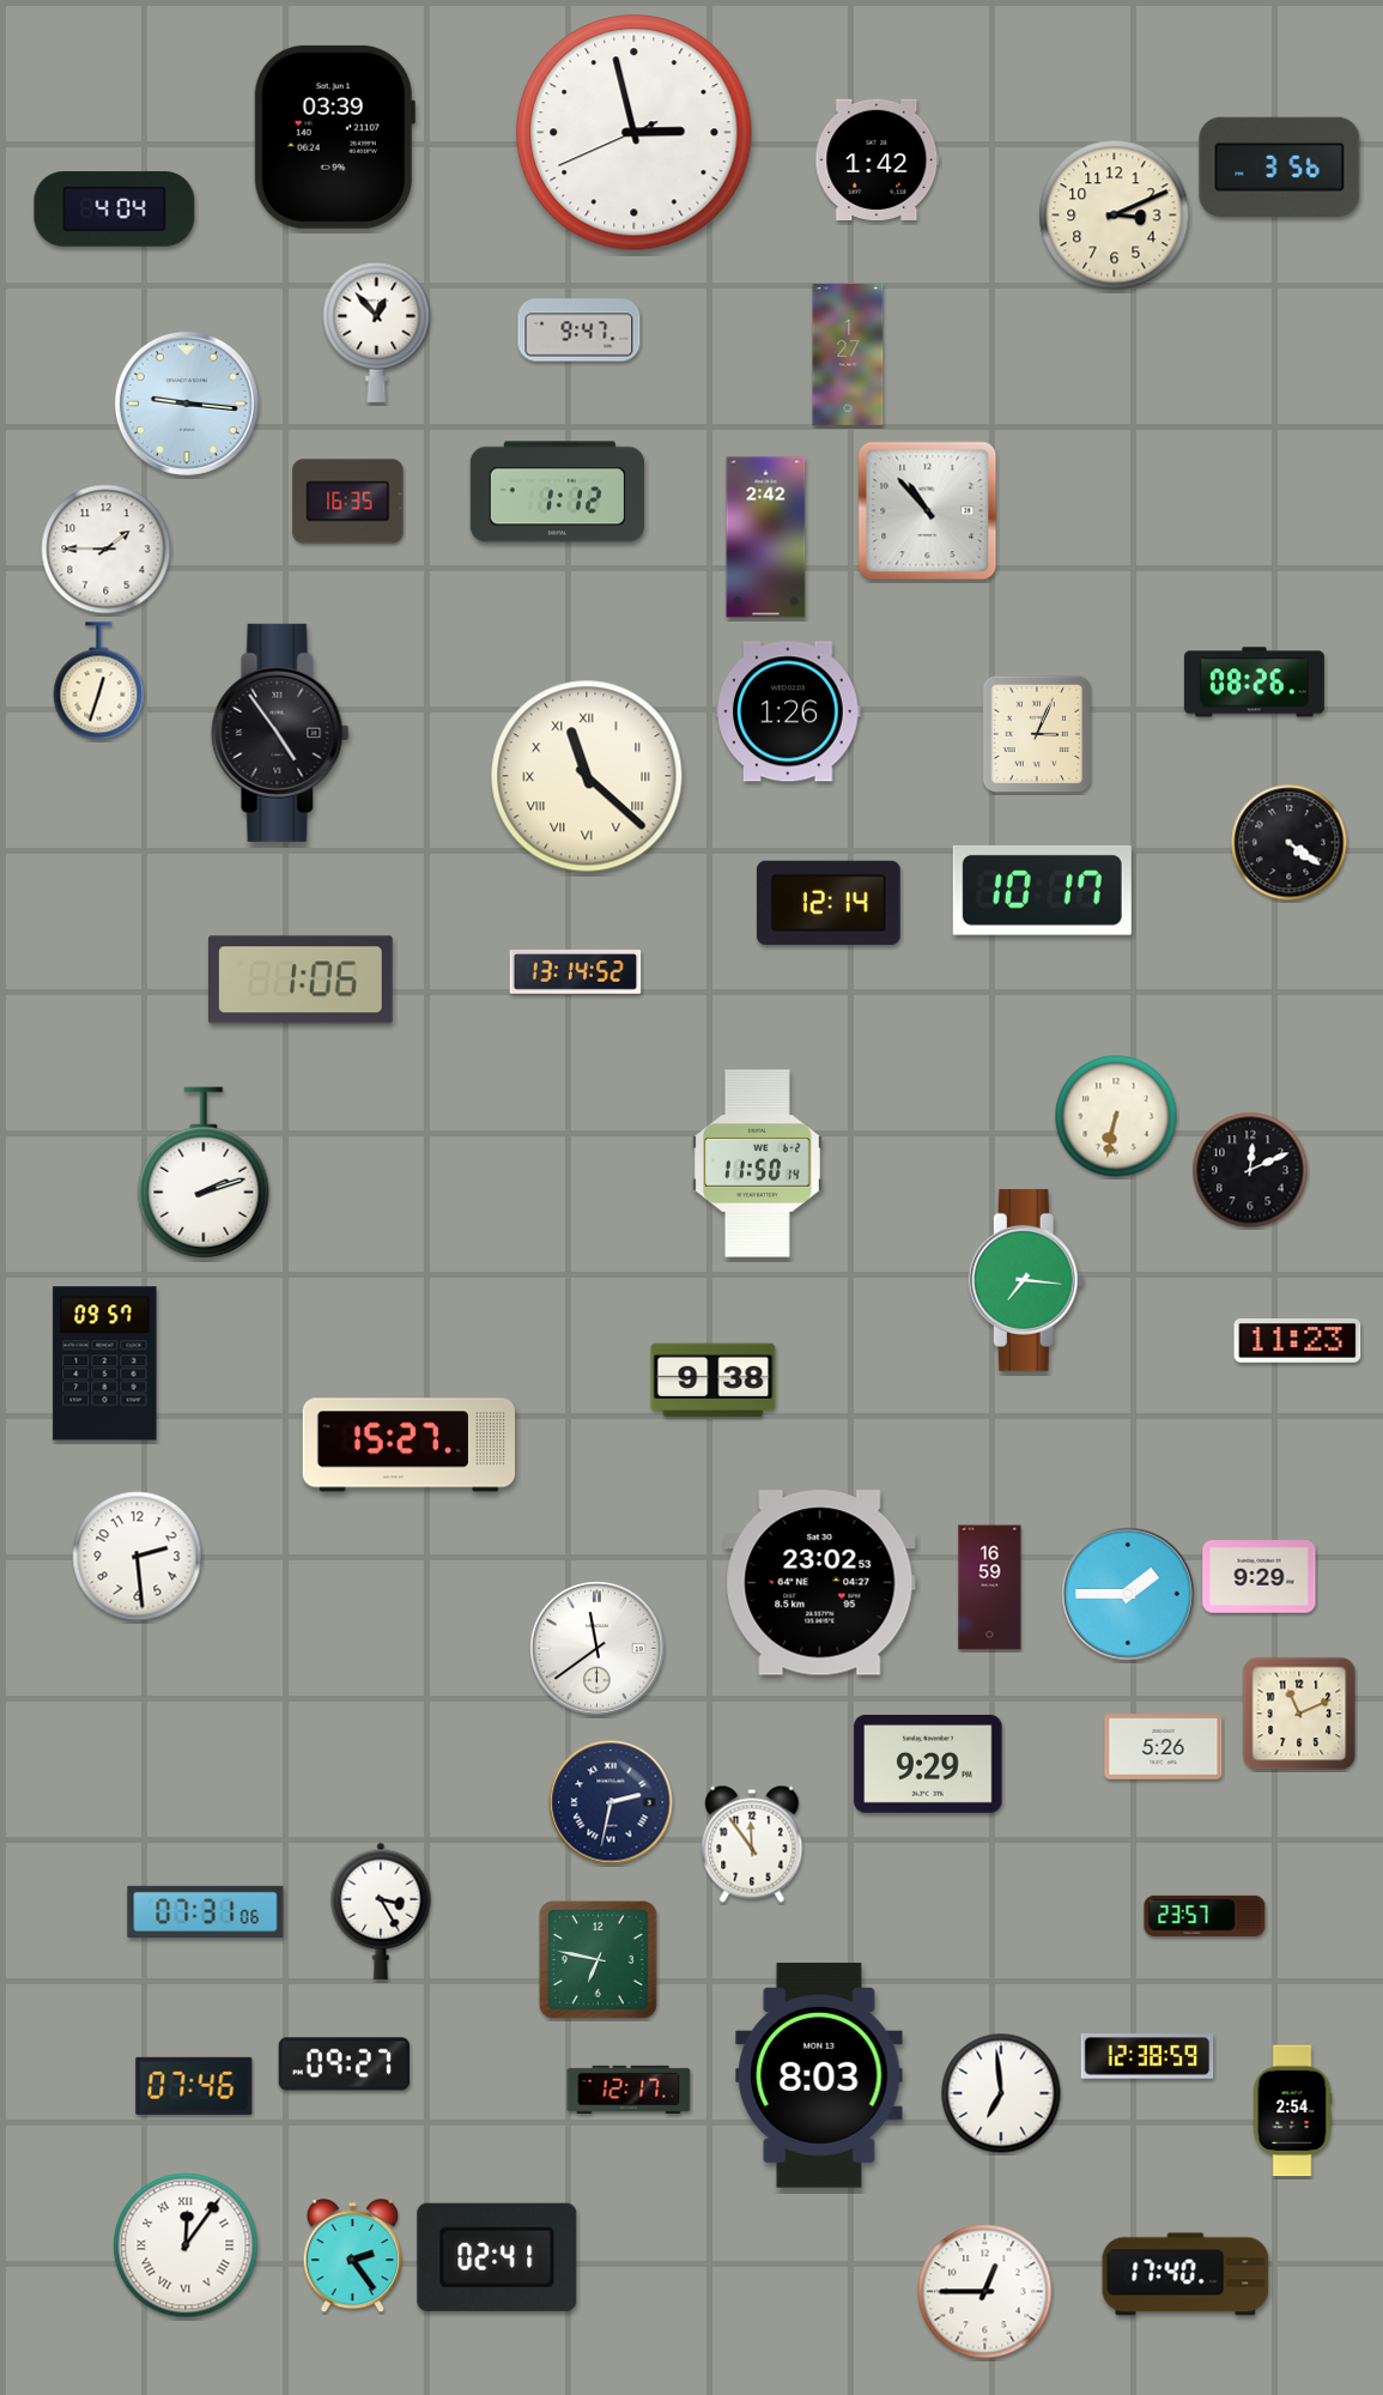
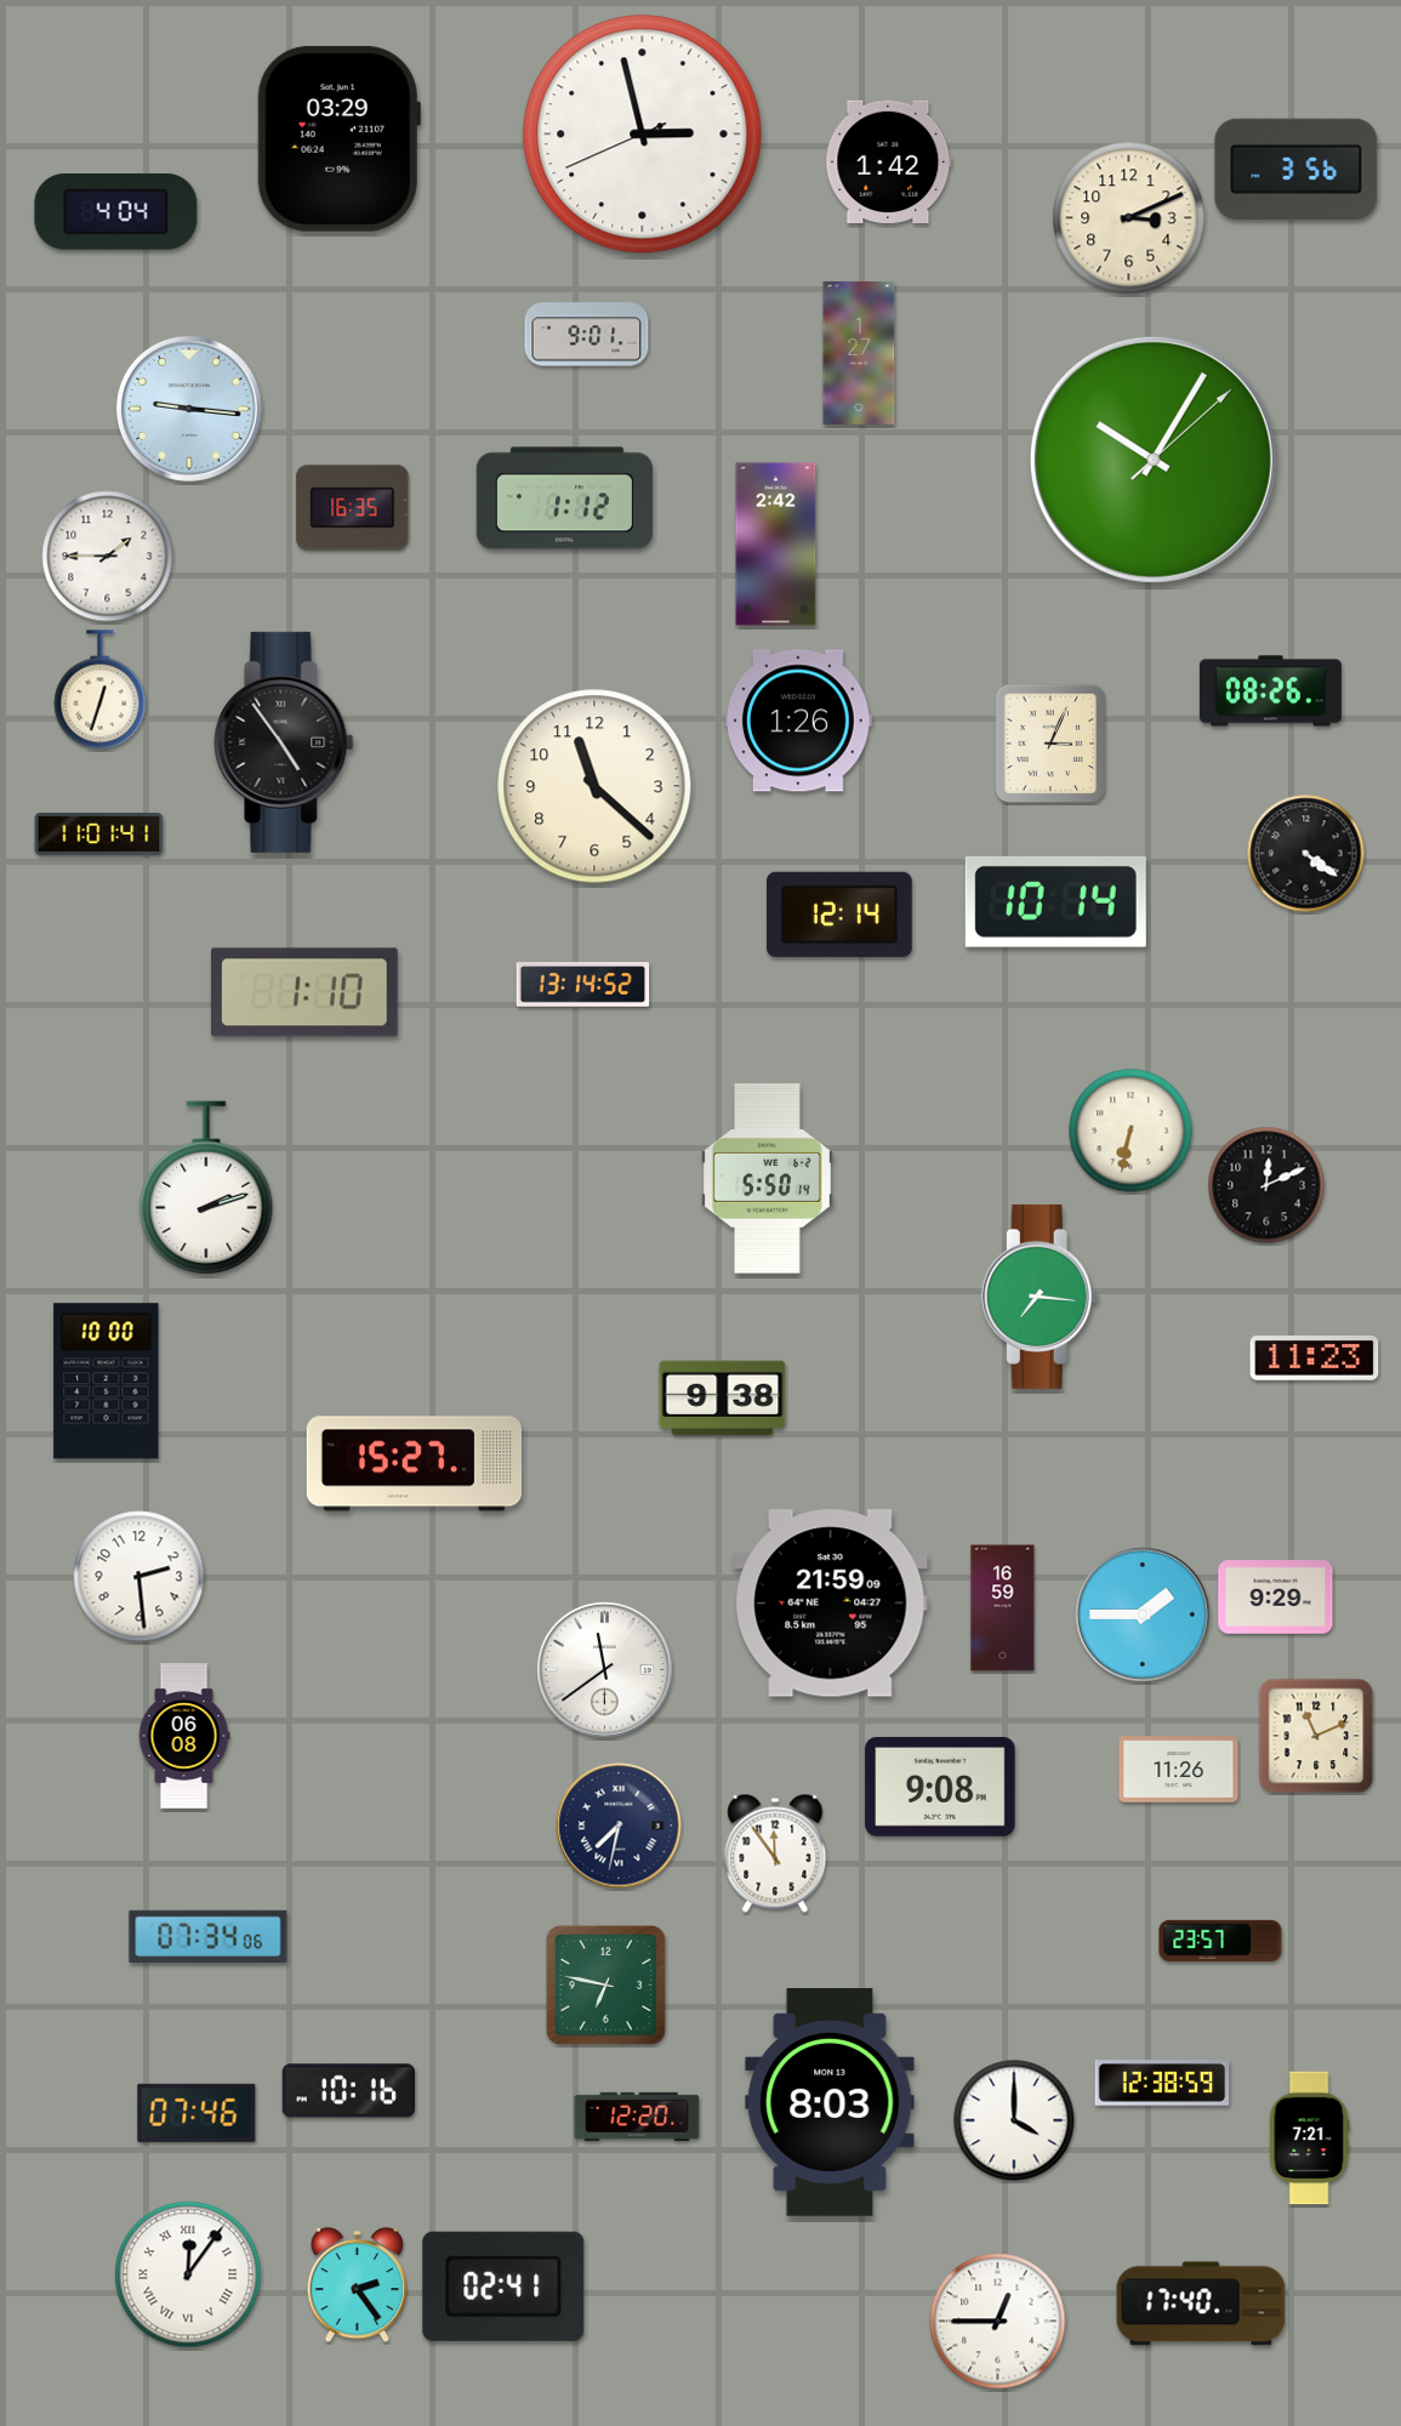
clock at (334, 137): 03:39 -> 03:29
clock at (580, 331): 9:47 -> 9:01
clock at (377, 332): 12:53 -> none
clock at (848, 354) position: (848, 354) -> (859, 353)
clock at (1154, 460): none -> 10:05
clock at (928, 511): 10:53 -> none
clock at (587, 776) numerals: Roman -> Arabic
clock at (99, 833): none -> 11:01
clock at (1042, 890): 10:17 -> 10:14
clock at (302, 980): 1:06 -> 1:10
clock at (757, 1164): 11:50 -> 5:50
clock at (105, 1364): 09:57 -> 10:00
clock at (820, 1583): 23:02 -> 21:59
clock at (184, 1736): none -> 06:08
clock at (1164, 1747): 5:26 -> 11:26
clock at (928, 1764): 9:29 -> 9:08
clock at (611, 1802): 2:32 -> 7:32
clock at (752, 1844) position: (752, 1844) -> (775, 1853)
clock at (206, 1911): 07:31 -> 07:34
clock at (381, 1911): 3:25 -> none
clock at (345, 2064): 09:27 -> 10:16
clock at (629, 2090): 12:17 -> 12:20
clock at (1001, 2093): 6:59 -> 4:00
clock at (1292, 2111): 2:54 -> 7:21
